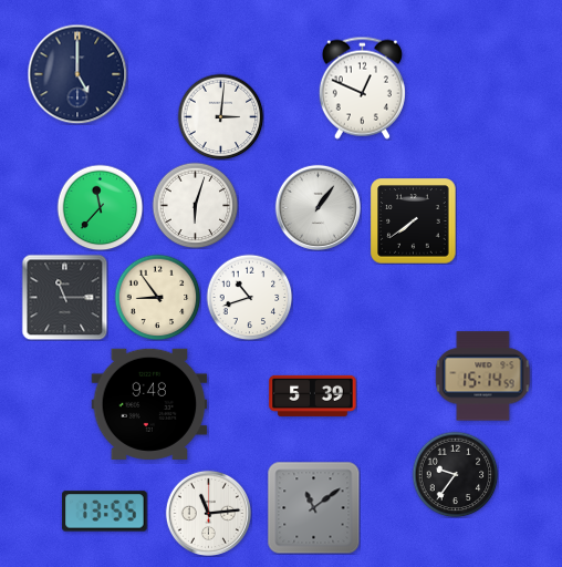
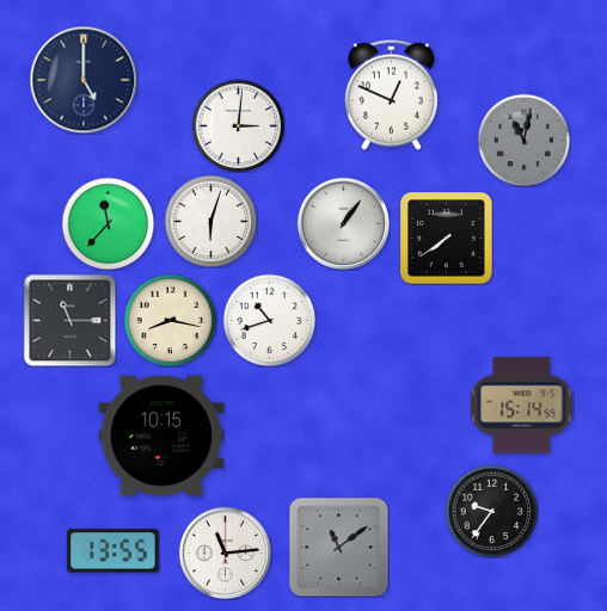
clock at (523, 140): none -> 11:02
clock at (157, 297): 8:54 -> 8:17
clock at (313, 395): 5:39 -> none
clock at (149, 404): 9:48 -> 10:15
